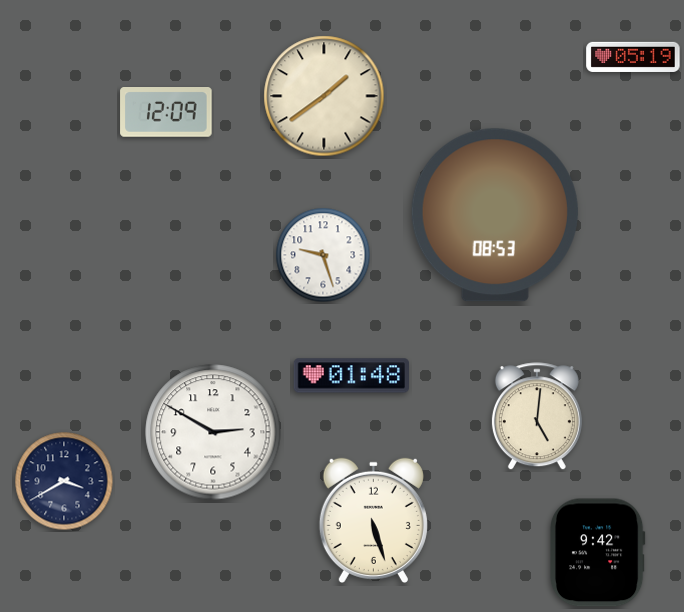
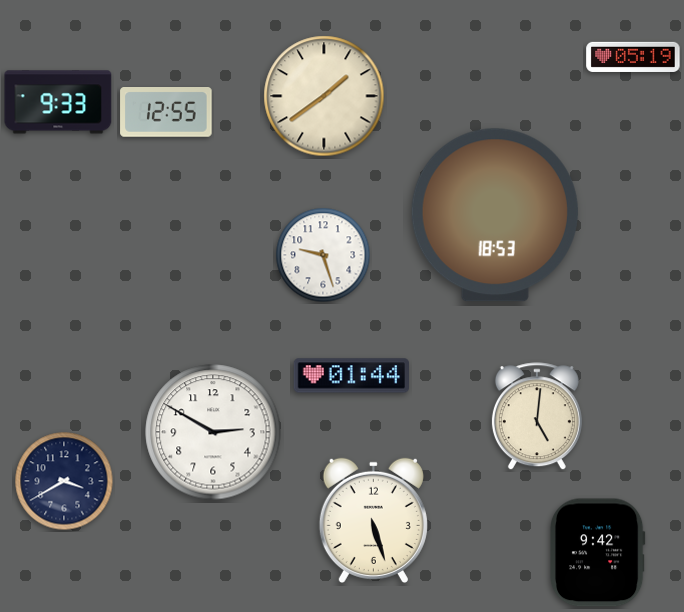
clock at (58, 102): none -> 9:33
clock at (166, 113): 12:09 -> 12:55
clock at (495, 215): 08:53 -> 18:53
clock at (351, 376): 01:48 -> 01:44
